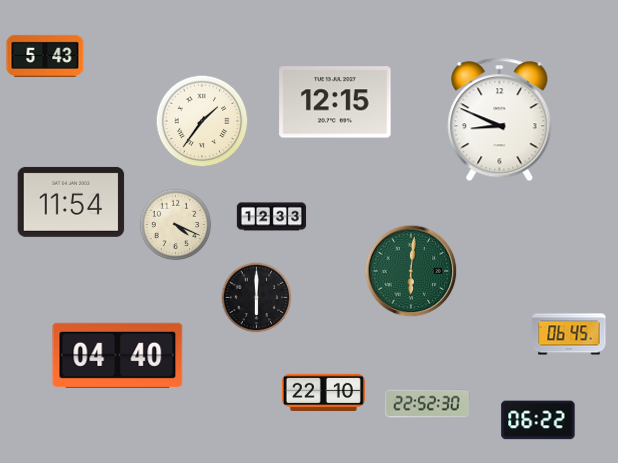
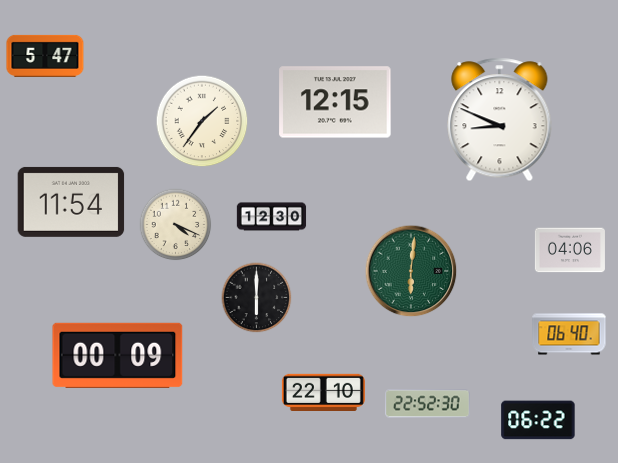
clock at (45, 56): 5:43 -> 5:47
clock at (272, 217): 12:33 -> 12:30
clock at (570, 250): none -> 04:06
clock at (569, 334): 06:45 -> 06:40
clock at (118, 355): 04:40 -> 00:09
